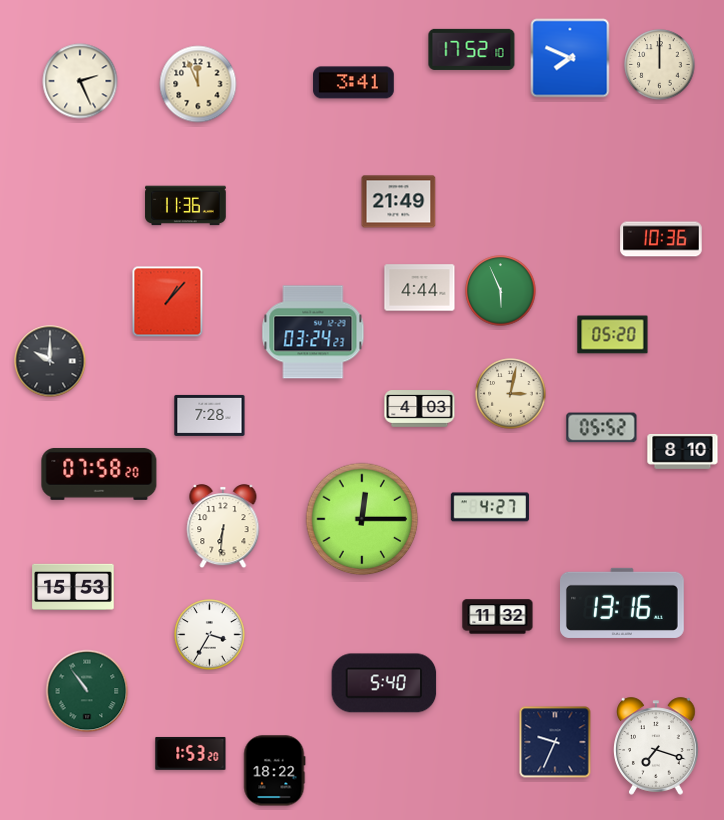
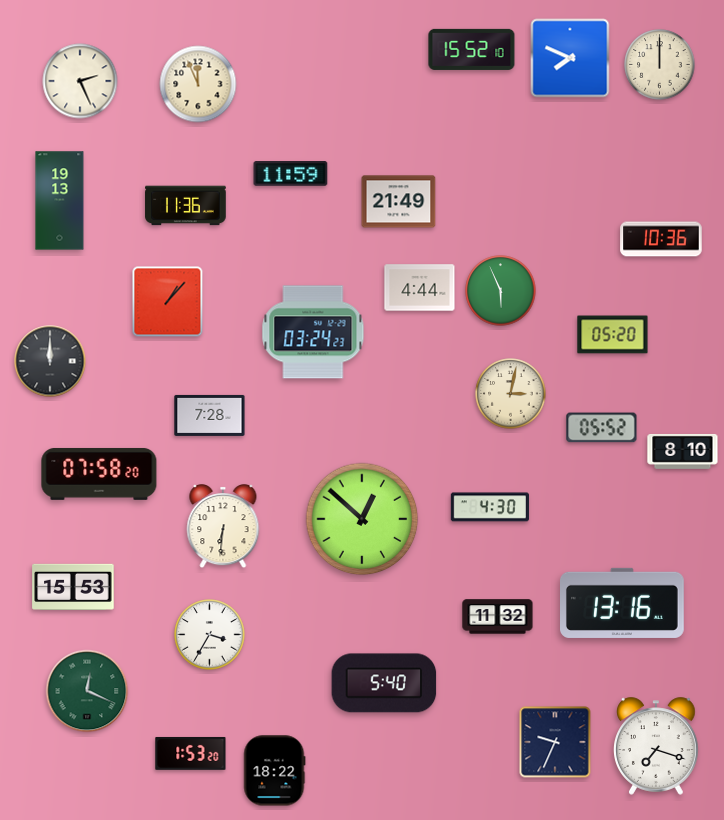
clock at (472, 49): 17:52 -> 15:52
clock at (354, 83): 3:41 -> none
clock at (291, 174): none -> 11:59
clock at (60, 201): none -> 19:13
clock at (50, 361): 10:00 -> 12:00
clock at (420, 409): 4:03 -> none
clock at (490, 507): 4:27 -> 4:30
clock at (362, 519): 12:15 -> 12:52
clock at (87, 691): 10:54 -> 12:19
